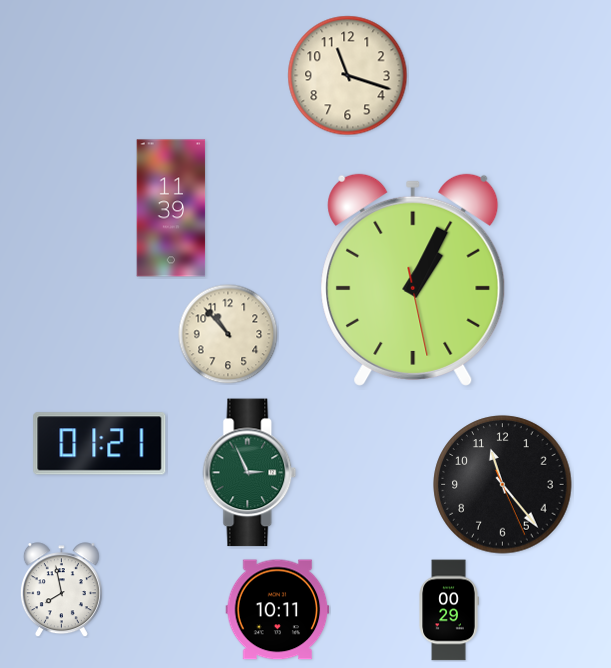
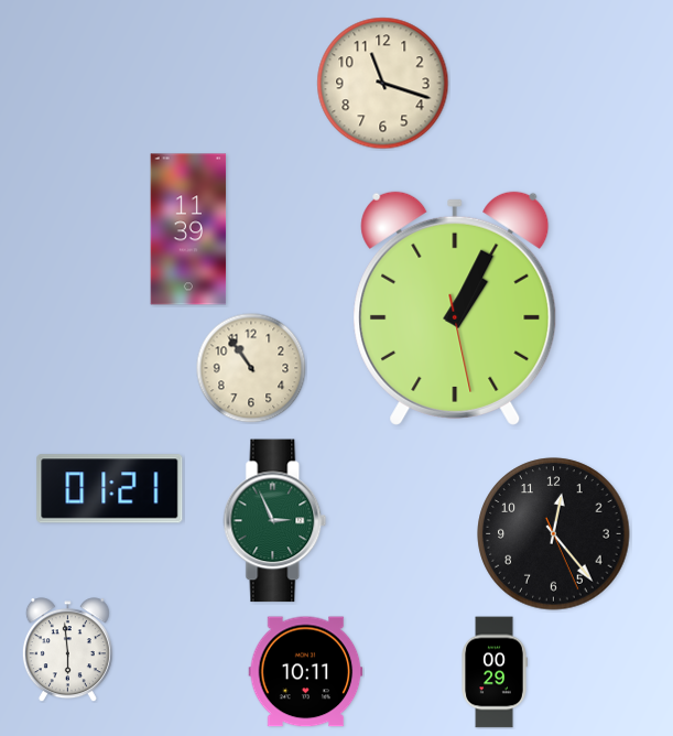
clock at (228, 334): 10:53 -> 10:54
clock at (503, 485): 11:23 -> 12:23
clock at (61, 590): 7:58 -> 5:59
